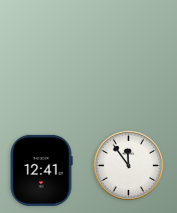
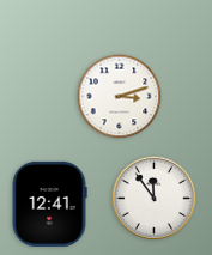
clock at (120, 97): none -> 3:12
